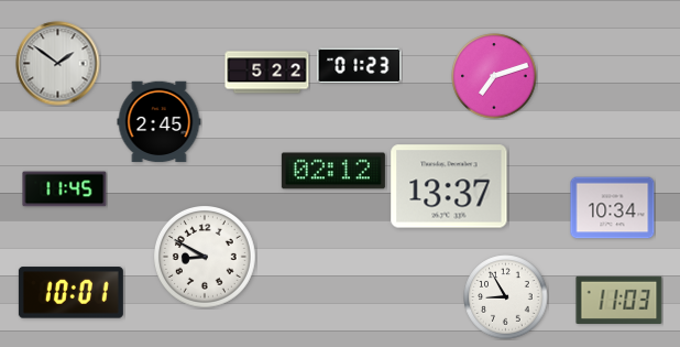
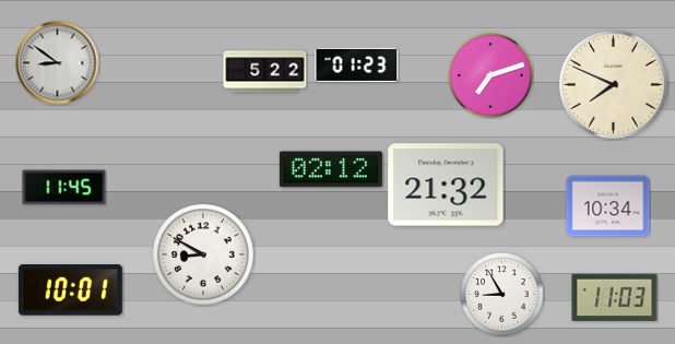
clock at (58, 64): 1:51 -> 8:51
clock at (613, 84): none -> 7:49
clock at (160, 122): 2:45 -> none
clock at (449, 186): 13:37 -> 21:32
